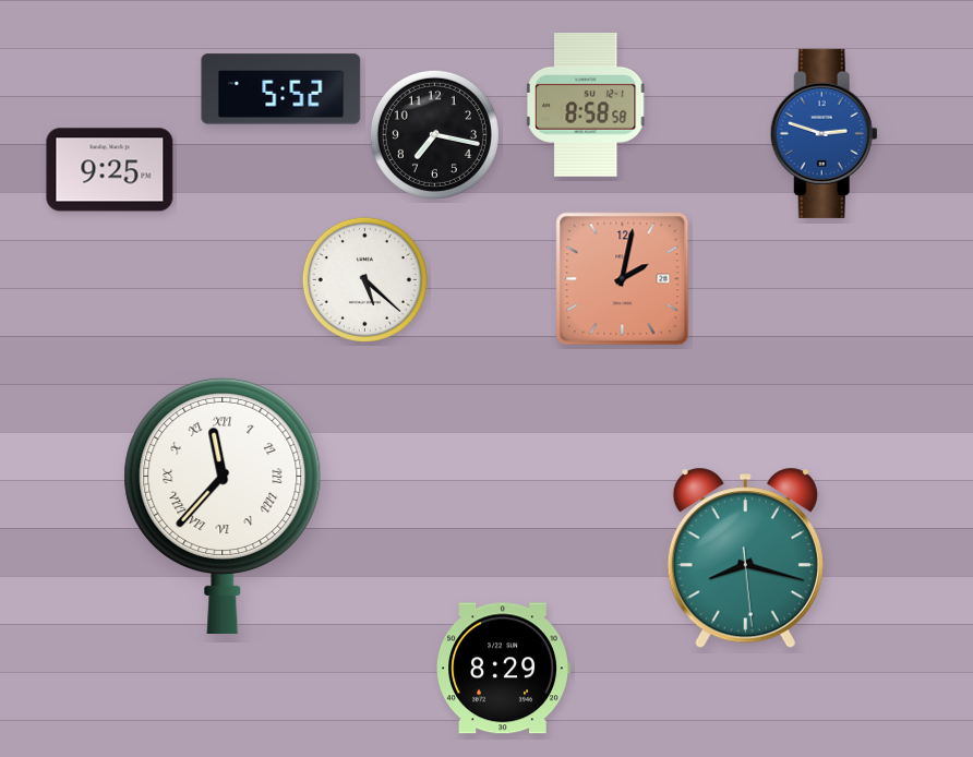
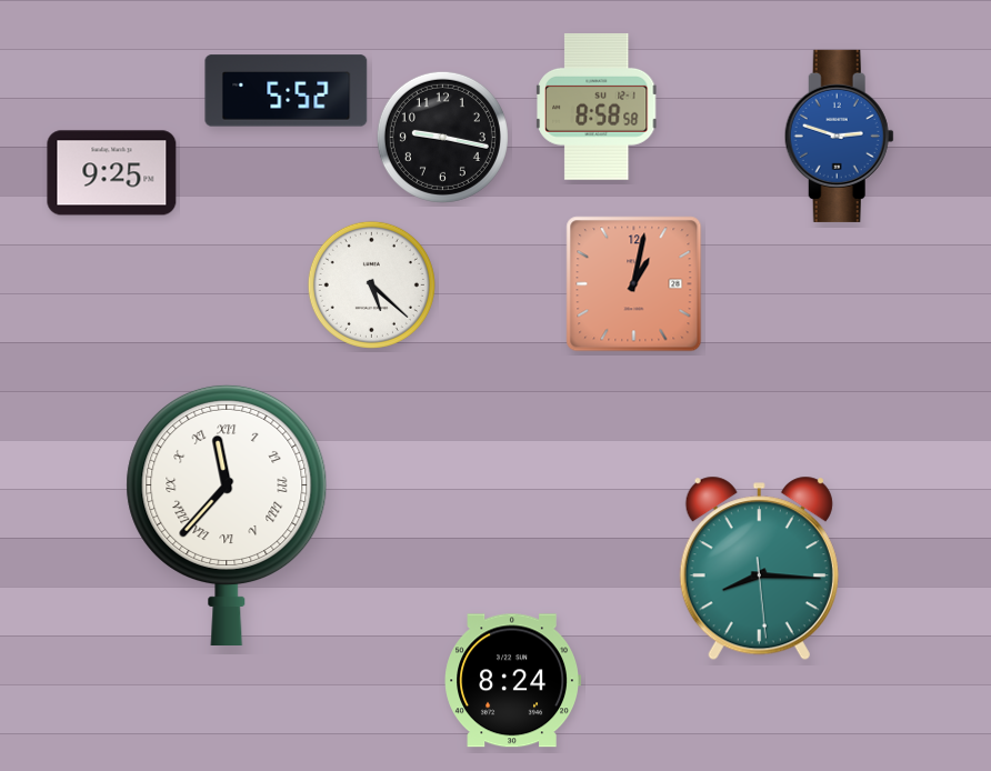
clock at (434, 134): 7:17 -> 9:17
clock at (623, 279): 2:02 -> 1:02
clock at (745, 558): 8:17 -> 8:15
clock at (503, 669): 8:29 -> 8:24
